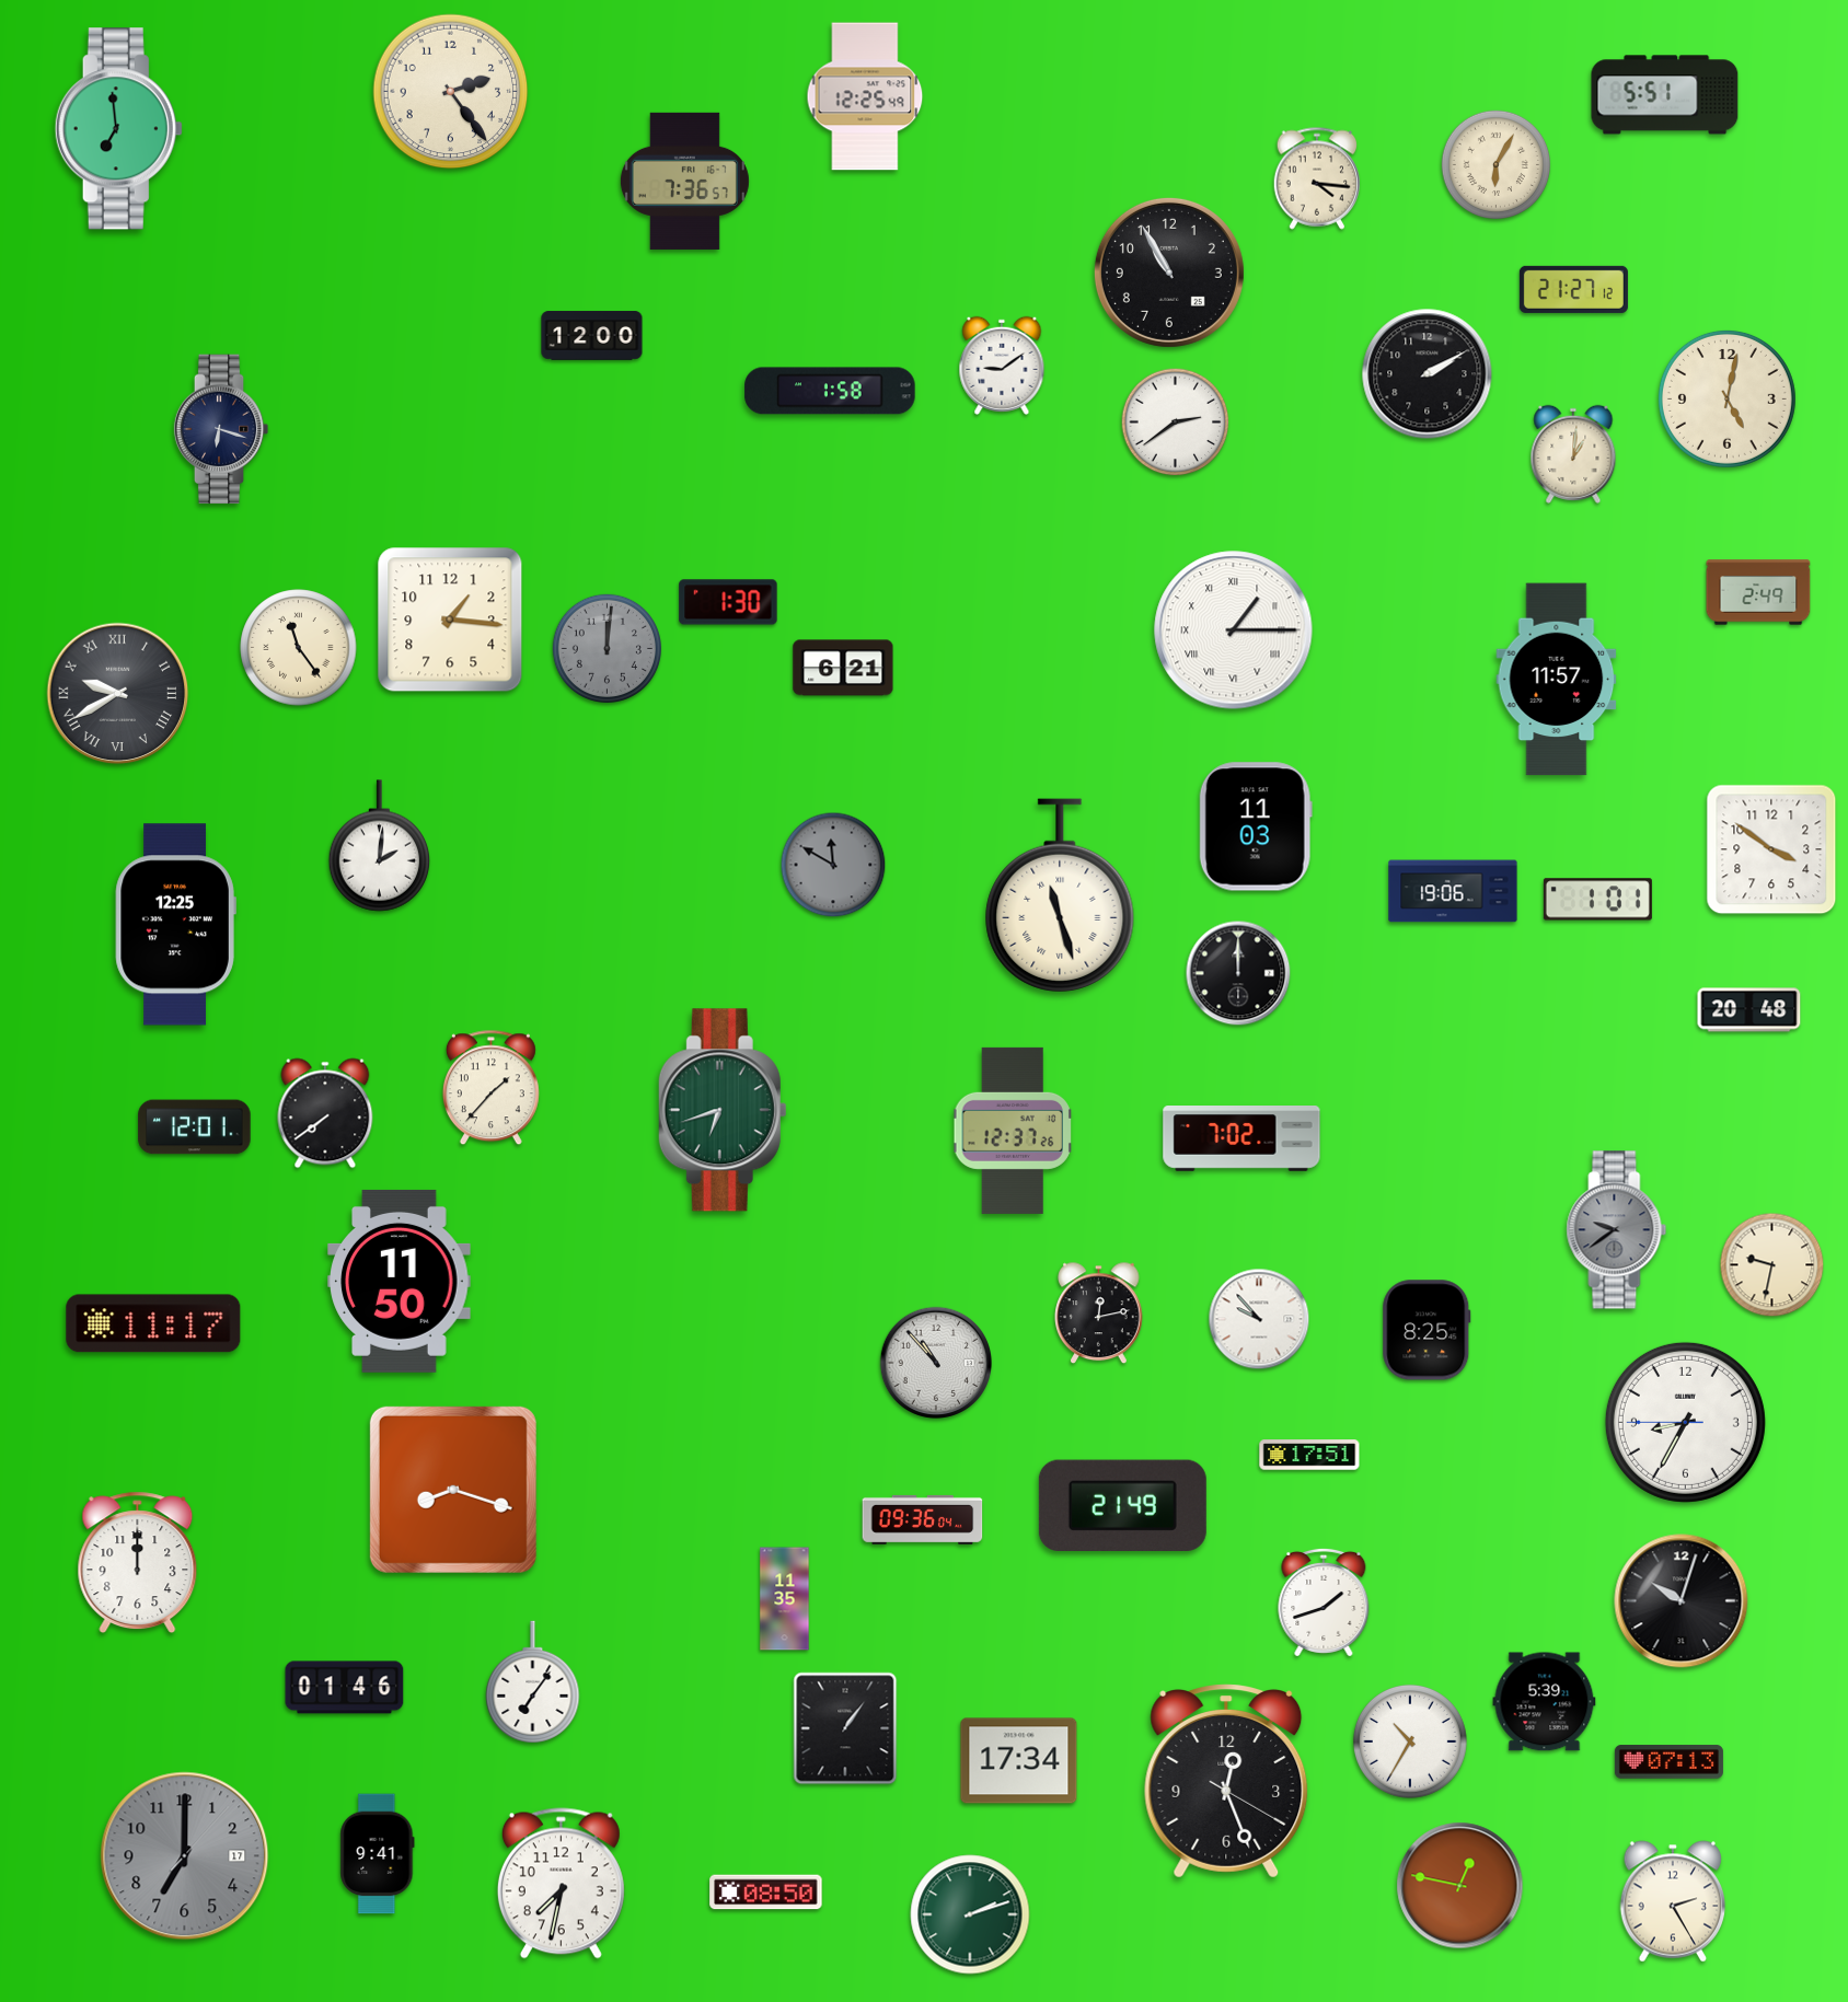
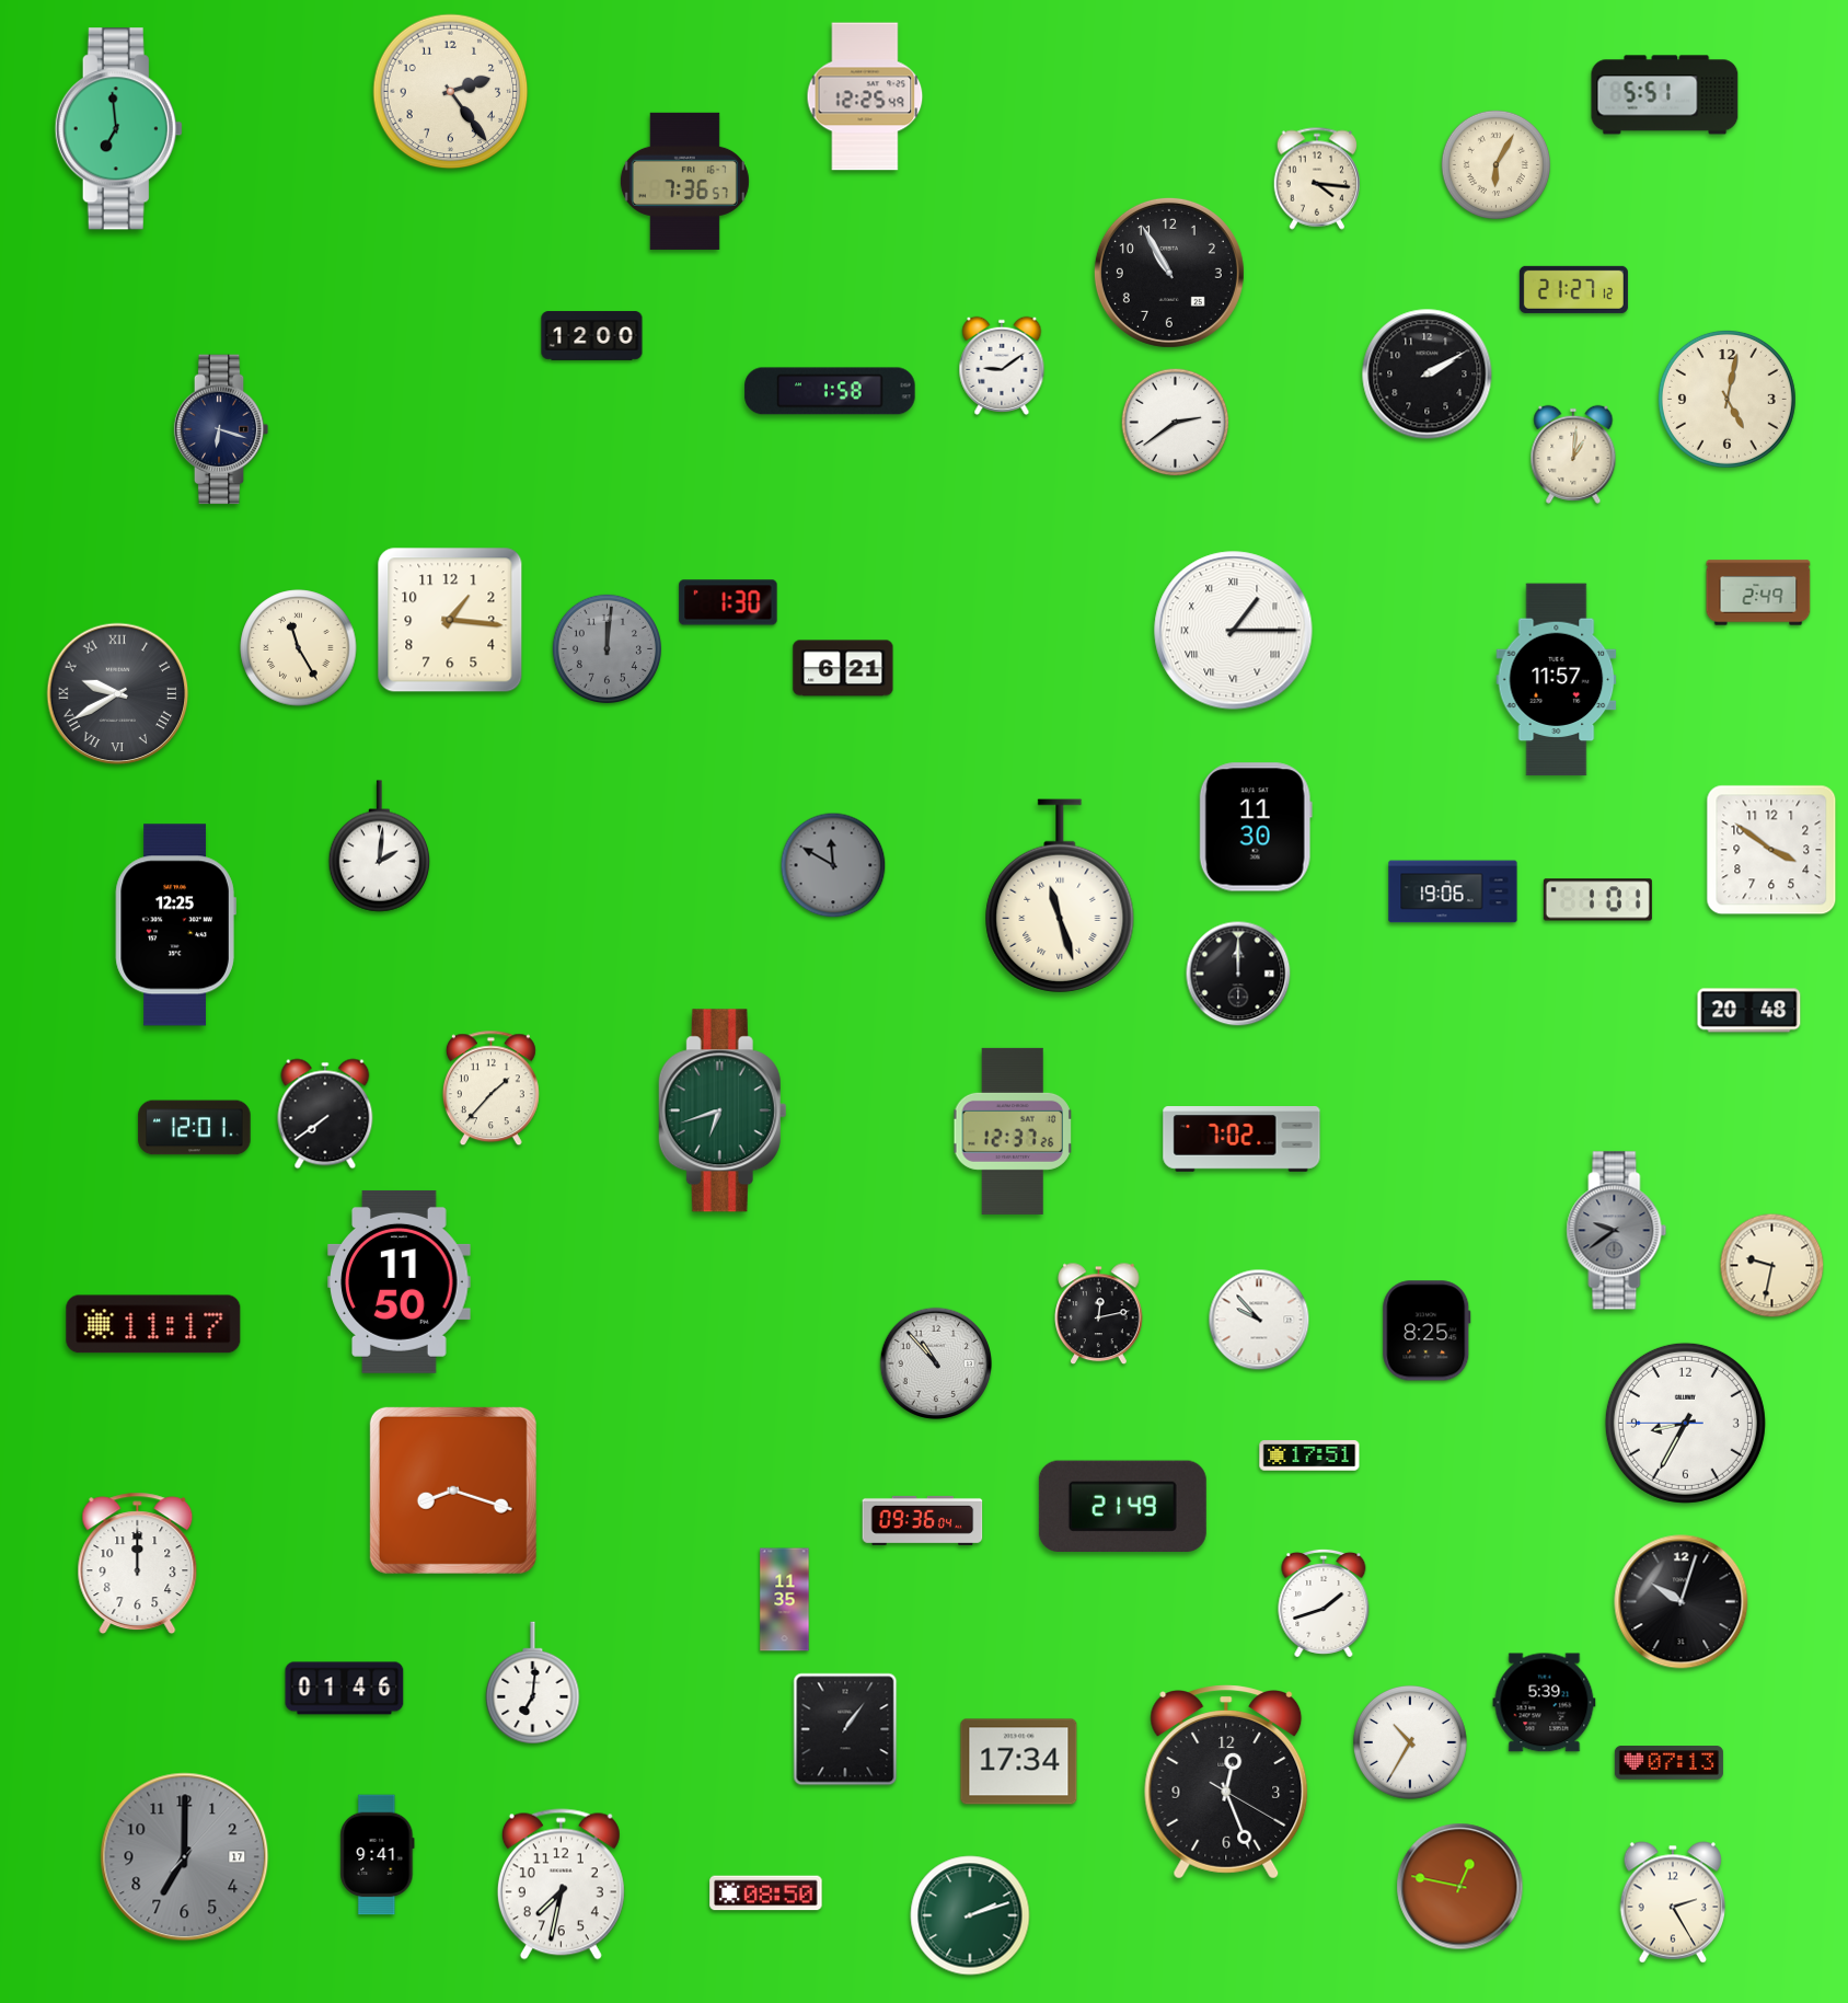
clock at (299, 648): 11:24 -> 11:25
clock at (1256, 826): 11:03 -> 11:30
clock at (533, 1682): 7:06 -> 7:01
